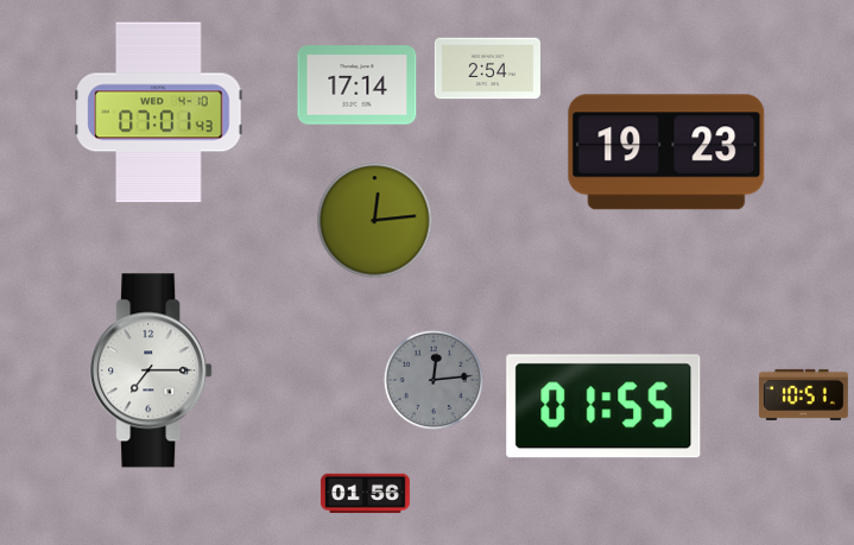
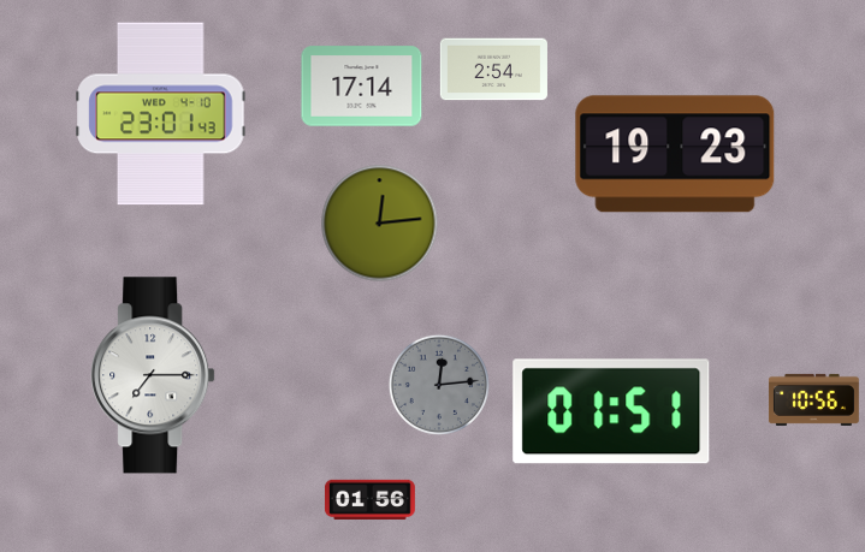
clock at (159, 113): 07:01 -> 23:01
clock at (803, 394): 10:51 -> 10:56
clock at (603, 406): 01:55 -> 01:51
